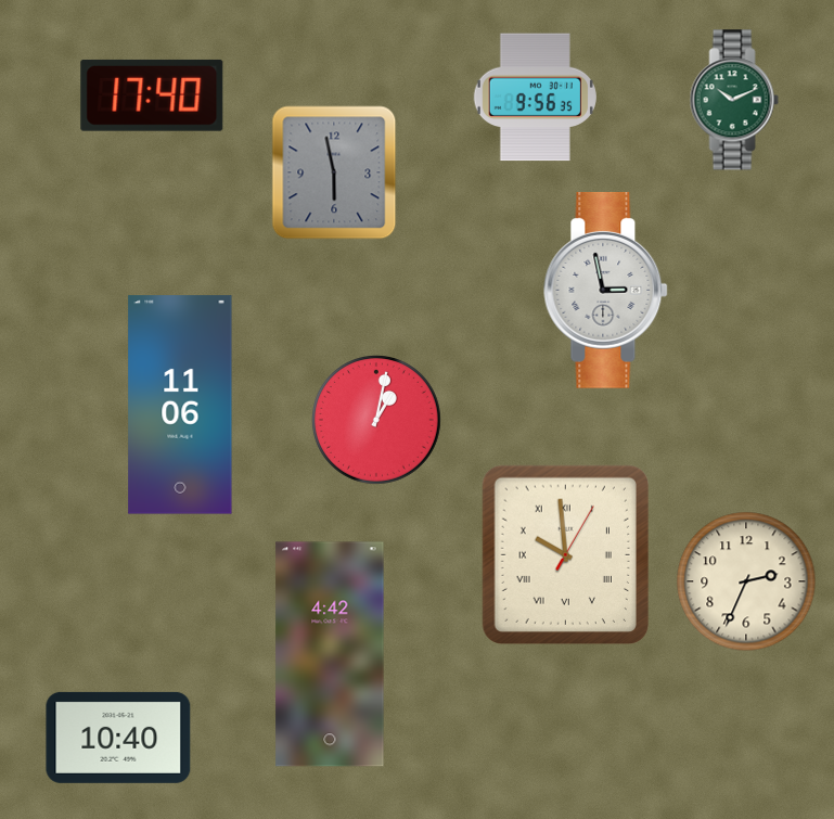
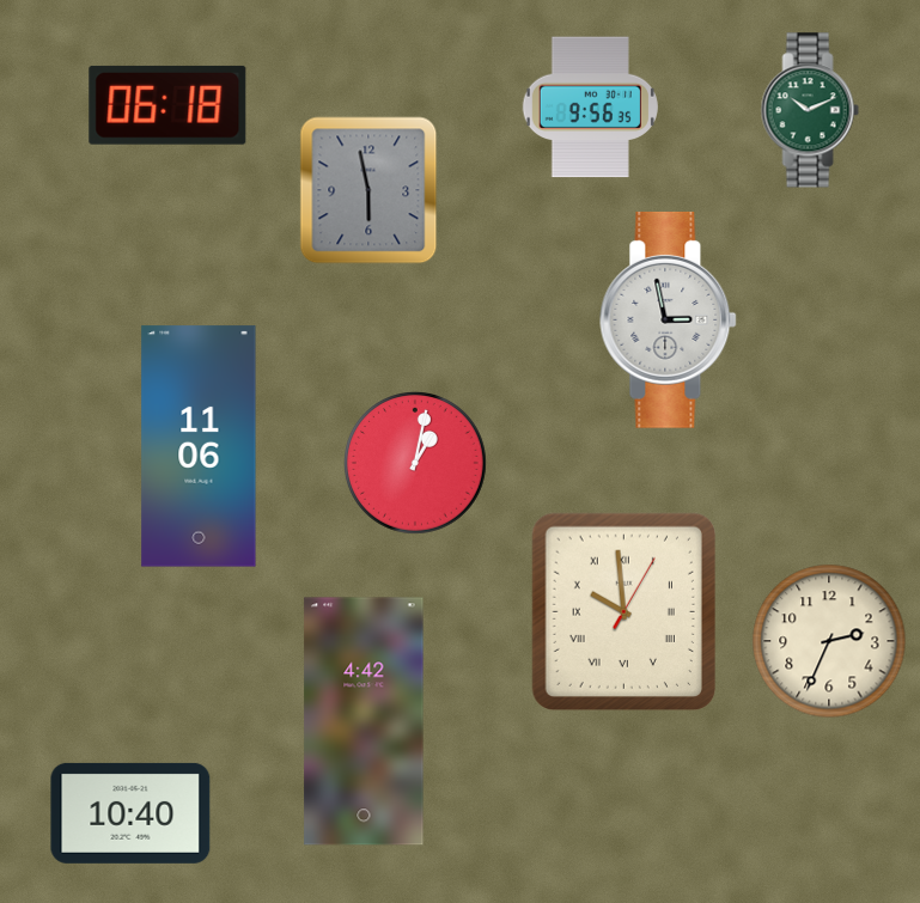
clock at (152, 95): 17:40 -> 06:18
clock at (746, 581) position: (746, 581) -> (829, 641)
